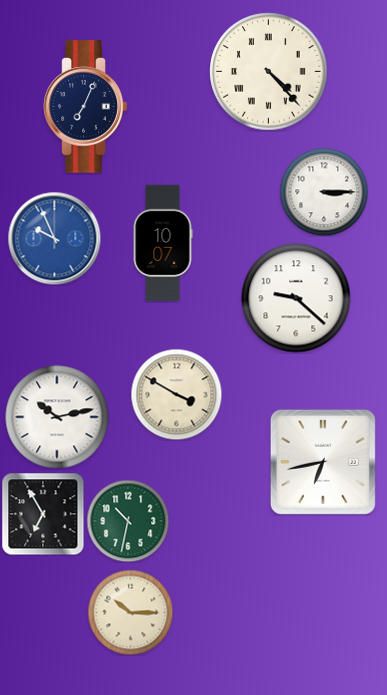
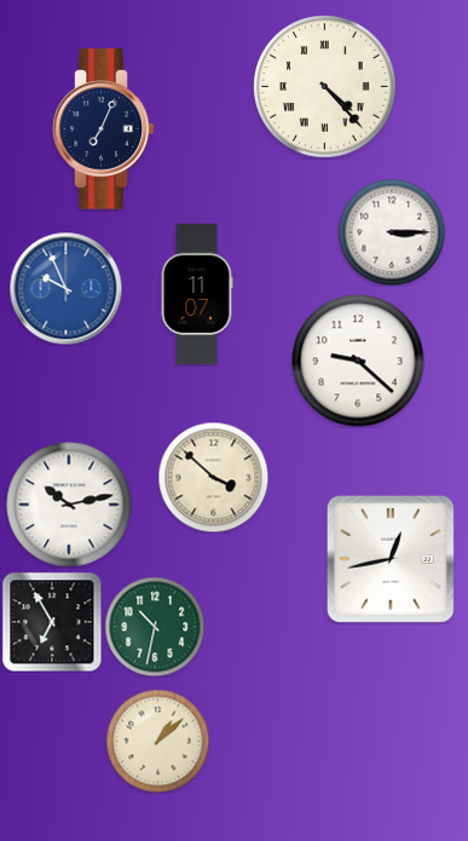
clock at (163, 243): 10:07 -> 11:07
clock at (176, 394): 3:50 -> 3:52
clock at (323, 462): 6:43 -> 12:43
clock at (128, 521) position: (128, 521) -> (155, 627)
clock at (130, 612): 10:15 -> 1:08
